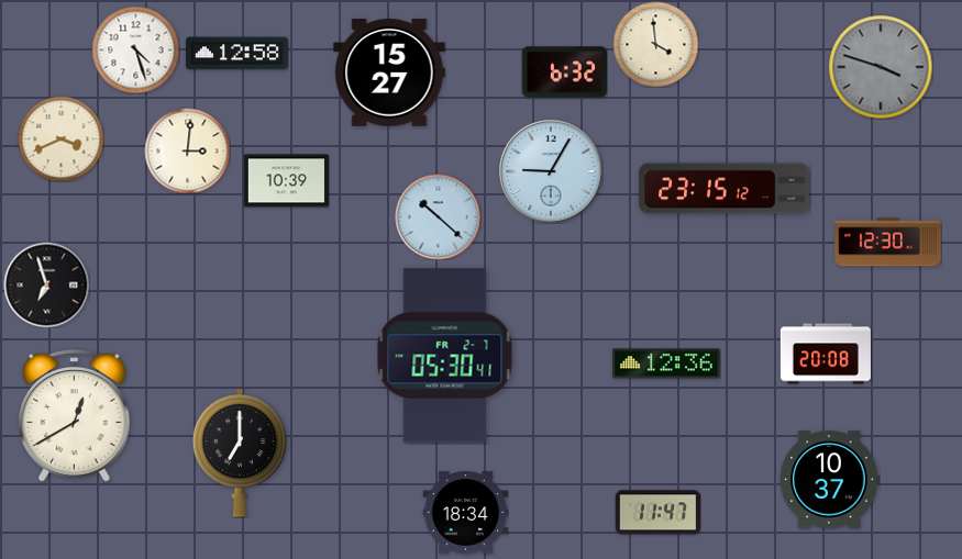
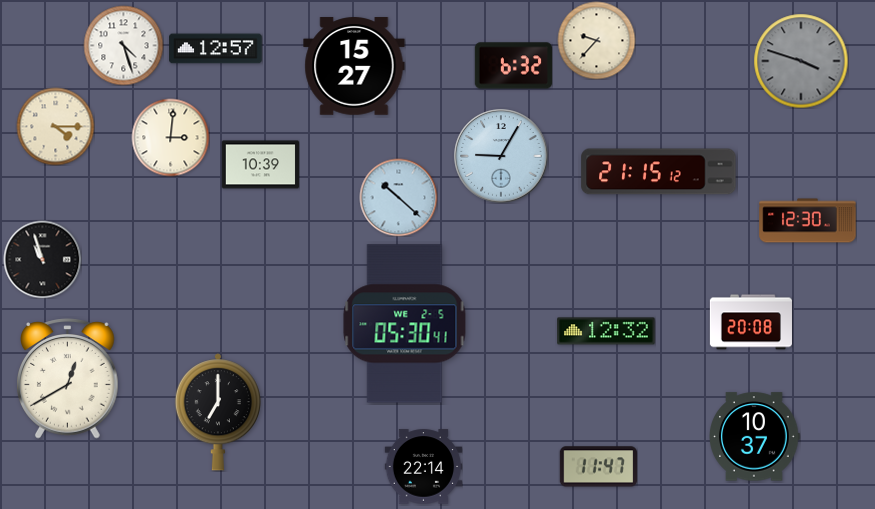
clock at (655, 44): 3:59 -> 9:37
clock at (237, 54): 12:58 -> 12:57
clock at (60, 138): 3:41 -> 4:15
clock at (725, 189): 23:15 -> 21:15
clock at (46, 284): 6:57 -> 10:57
clock at (445, 356) date: FR 2-7 -> WE 2-5
clock at (666, 364): 12:36 -> 12:32
clock at (465, 513): 18:34 -> 22:14
